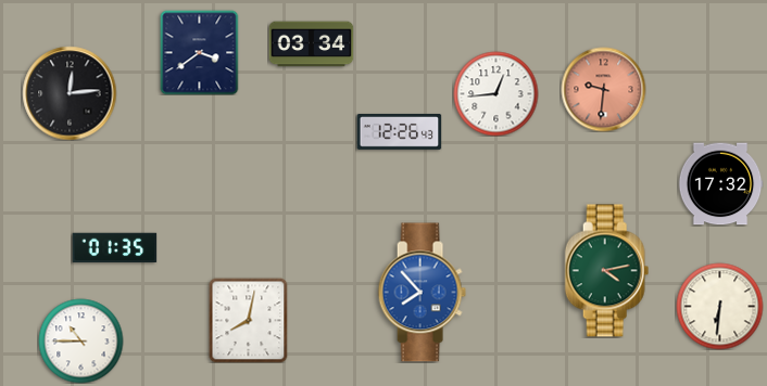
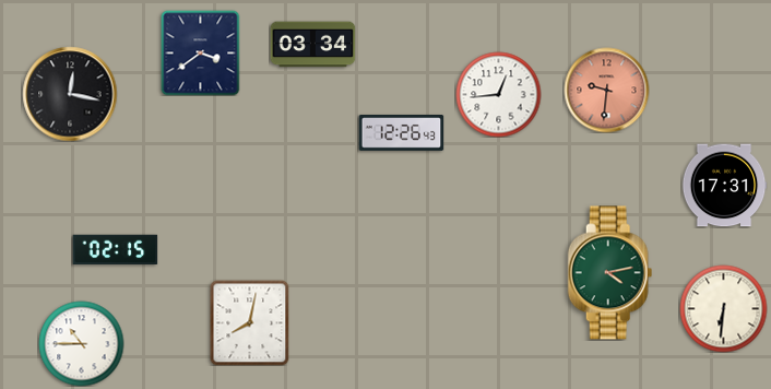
clock at (70, 93): 12:14 -> 12:17
clock at (720, 184): 17:32 -> 17:31
clock at (114, 248): 01:35 -> 02:15
clock at (422, 293): 7:53 -> none
